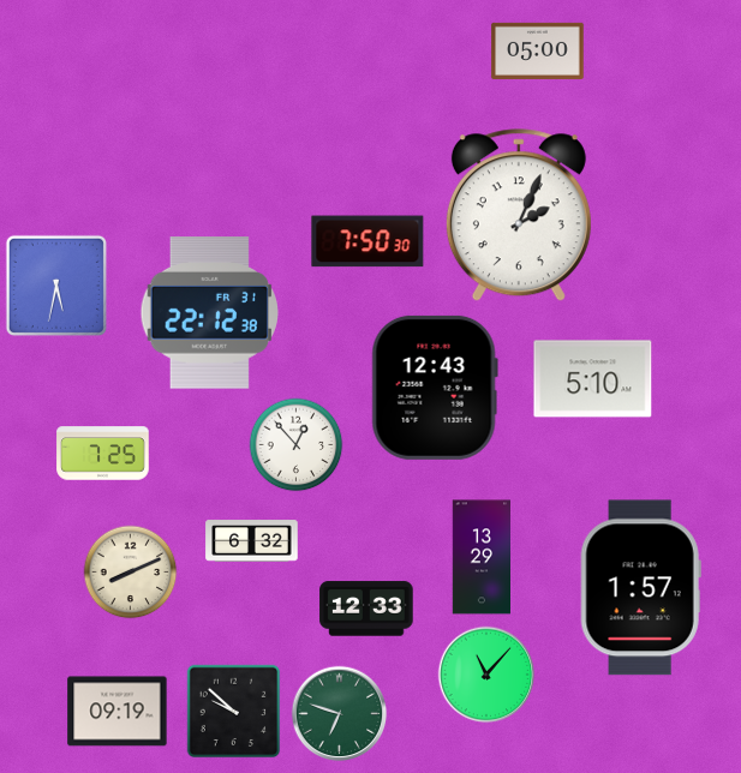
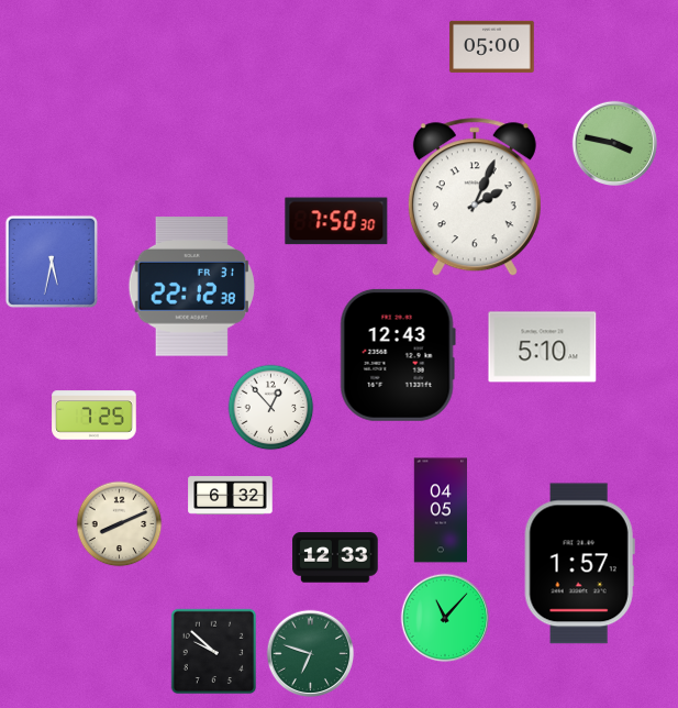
clock at (614, 143): none -> 3:47
clock at (482, 557): 13:29 -> 04:05
clock at (640, 588) position: (640, 588) -> (579, 564)
clock at (118, 712): 09:19 -> none
